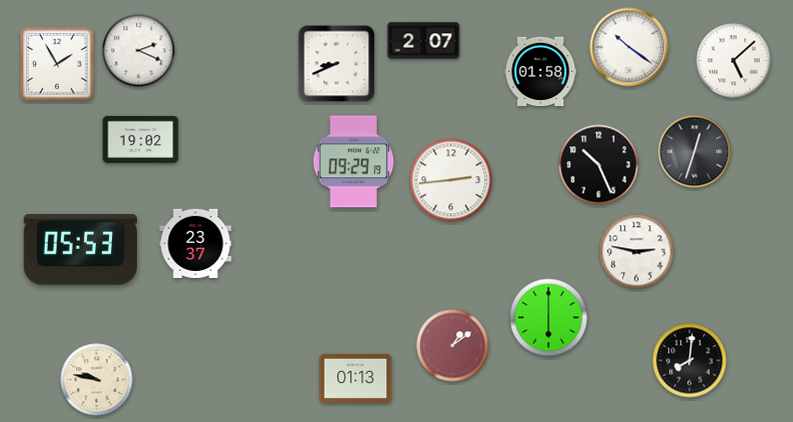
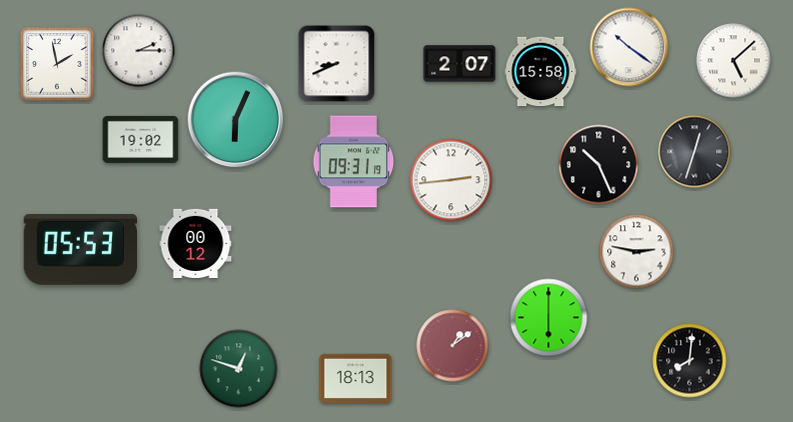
clock at (424, 41) position: (424, 41) -> (460, 64)
clock at (139, 51): 2:19 -> 2:15
clock at (57, 64): 1:55 -> 1:58
clock at (541, 72): 01:58 -> 15:58
clock at (236, 120): none -> 6:04
clock at (354, 162): 09:29 -> 09:31
clock at (196, 243): 23:37 -> 00:12
clock at (239, 369): none -> 12:48
clock at (356, 378): 01:13 -> 18:13
clock at (97, 380): 9:47 -> none
